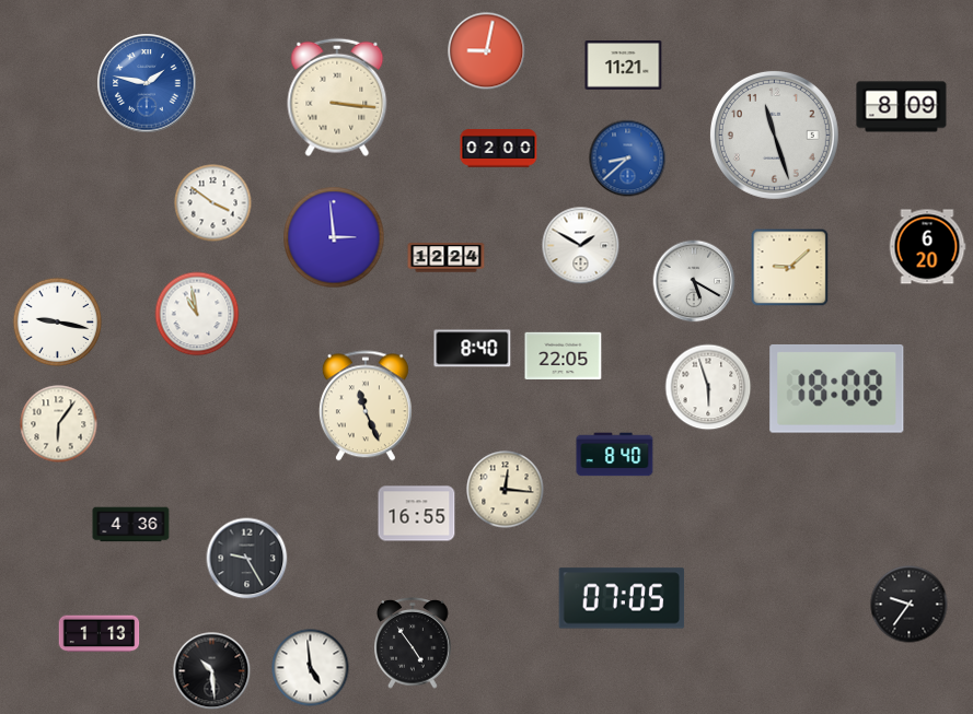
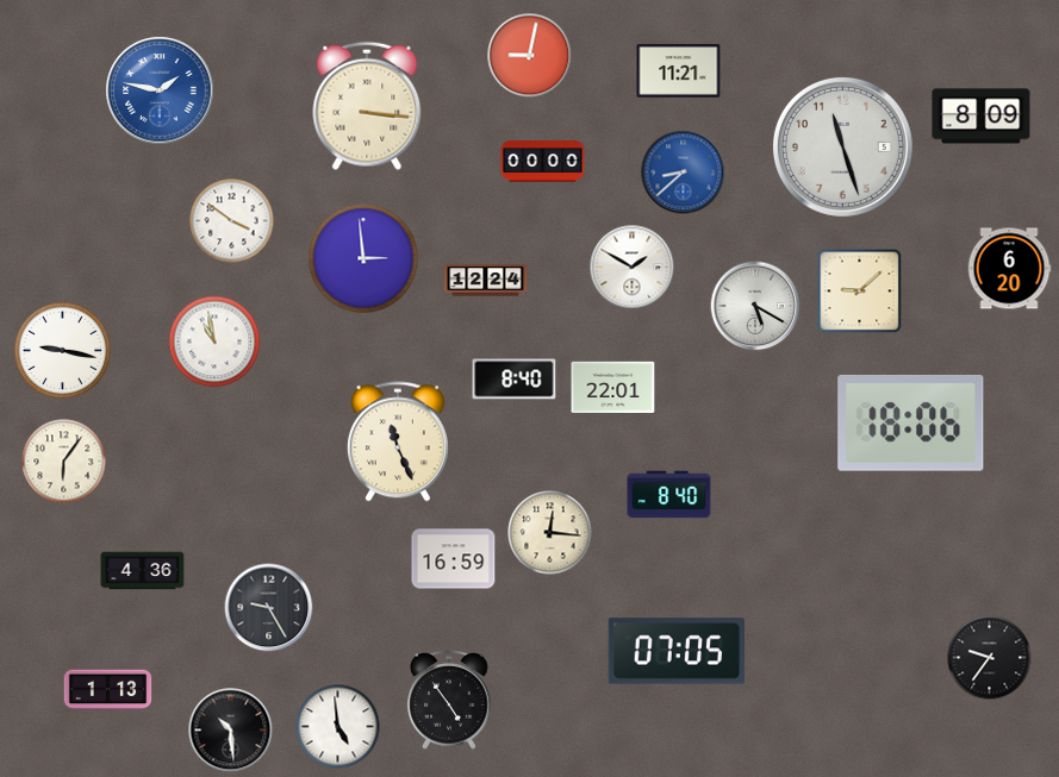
clock at (499, 149): 02:00 -> 00:00
clock at (564, 356): 22:05 -> 22:01
clock at (708, 387): 5:57 -> none
clock at (837, 388): 18:08 -> 18:06
clock at (417, 514): 16:55 -> 16:59
